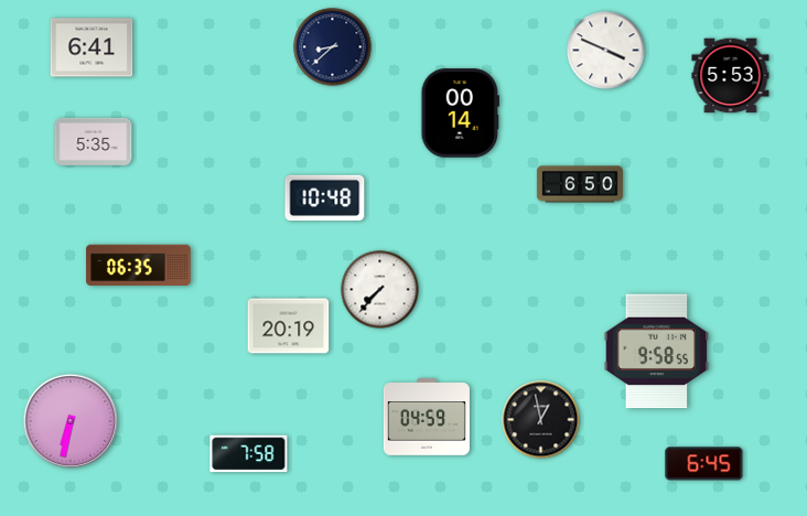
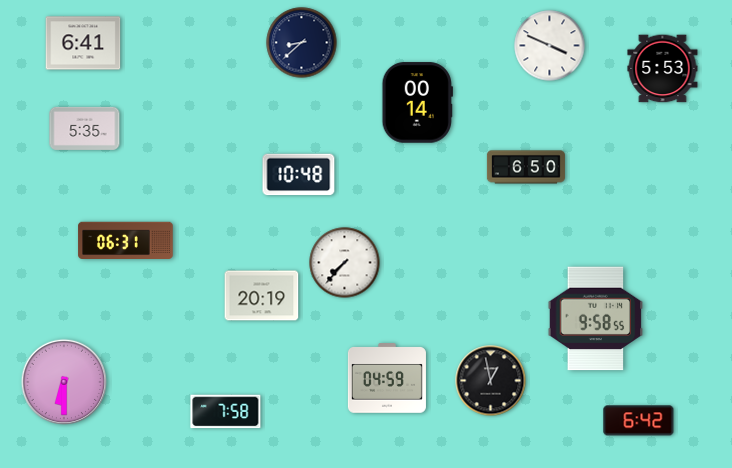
clock at (325, 198) position: (325, 198) -> (299, 175)
clock at (139, 266): 06:35 -> 06:31
clock at (71, 421): 6:32 -> 6:30
clock at (704, 464): 6:45 -> 6:42
